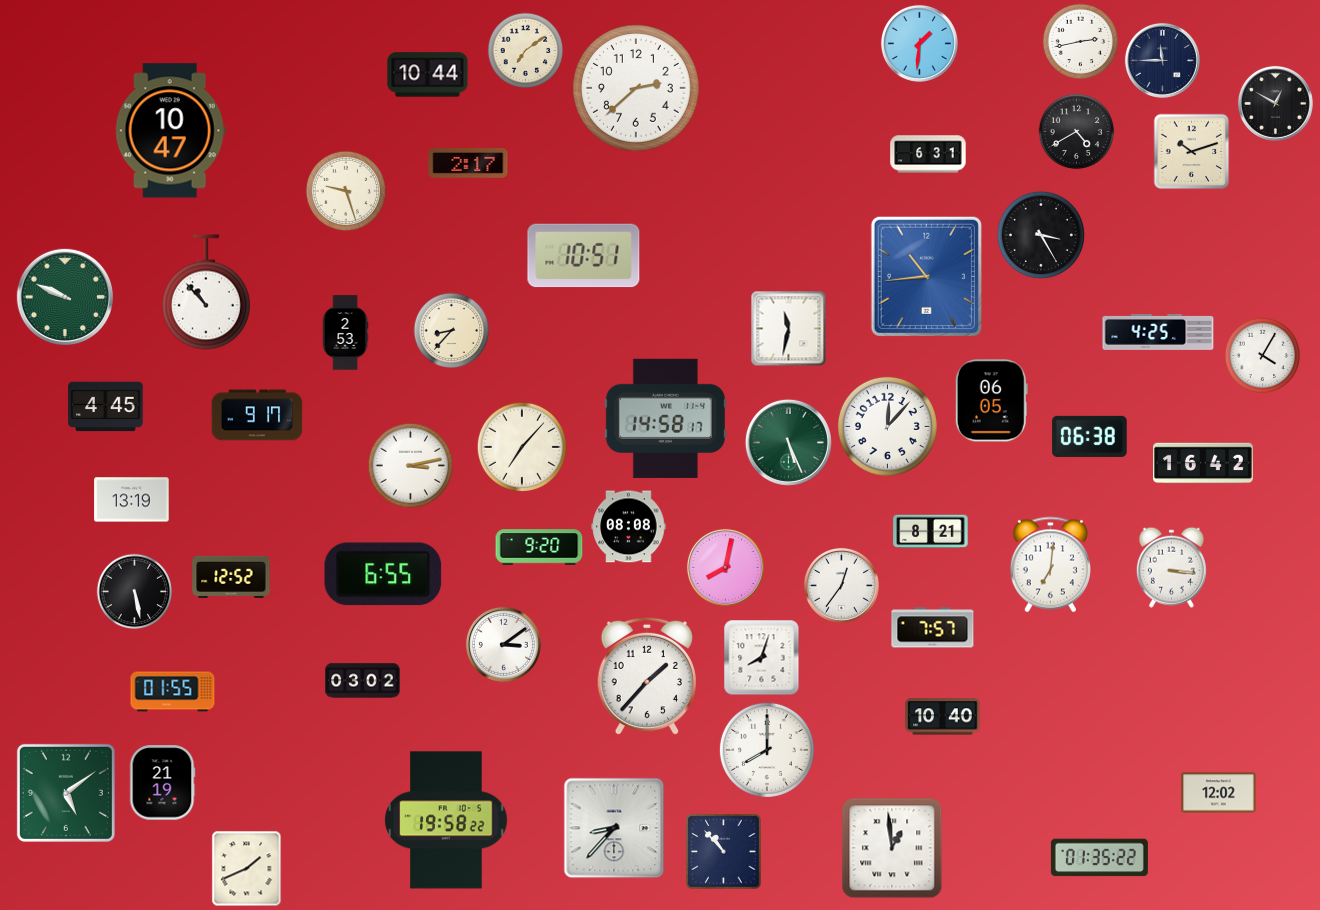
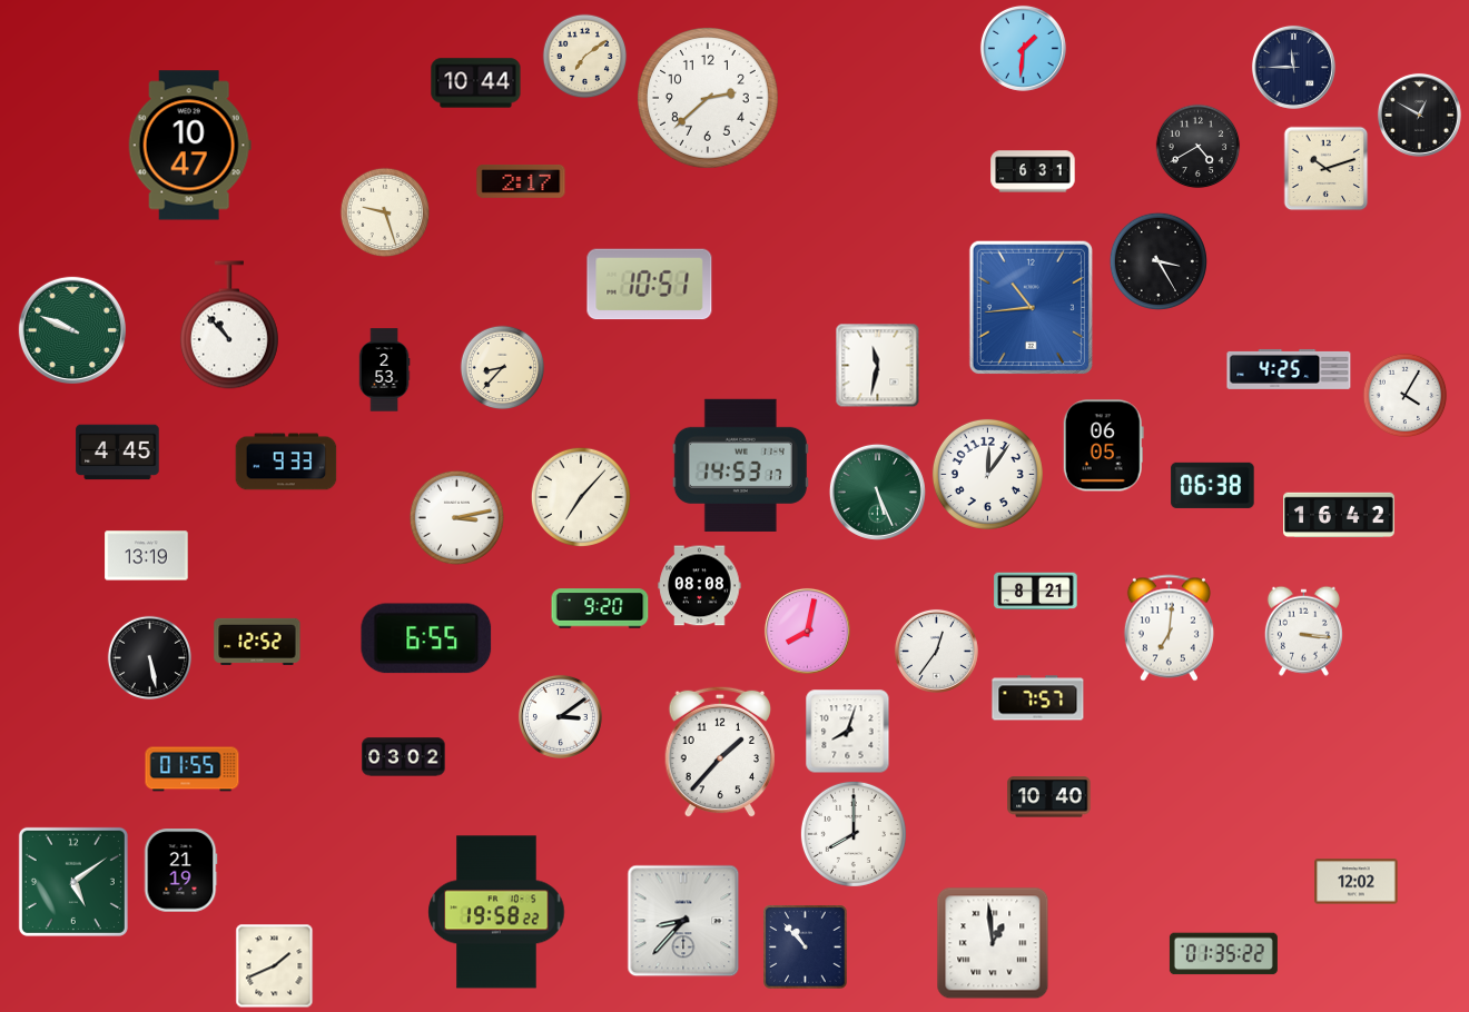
clock at (1081, 42): 2:43 -> none
clock at (257, 415): 9:17 -> 9:33
clock at (665, 418): 14:58 -> 14:53
clock at (887, 426): 12:07 -> 12:06
